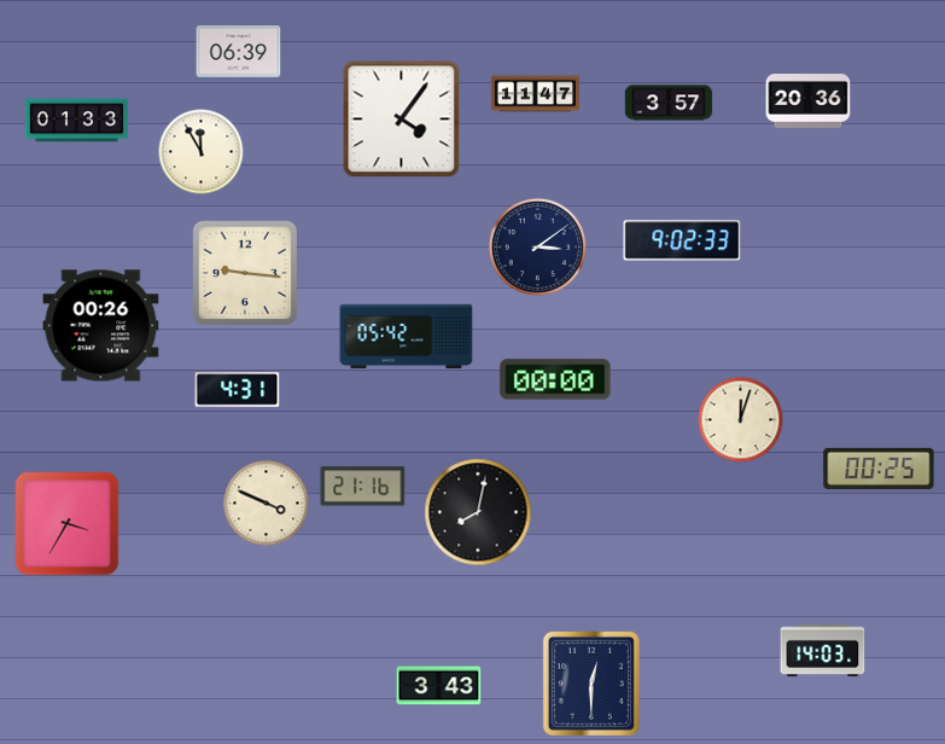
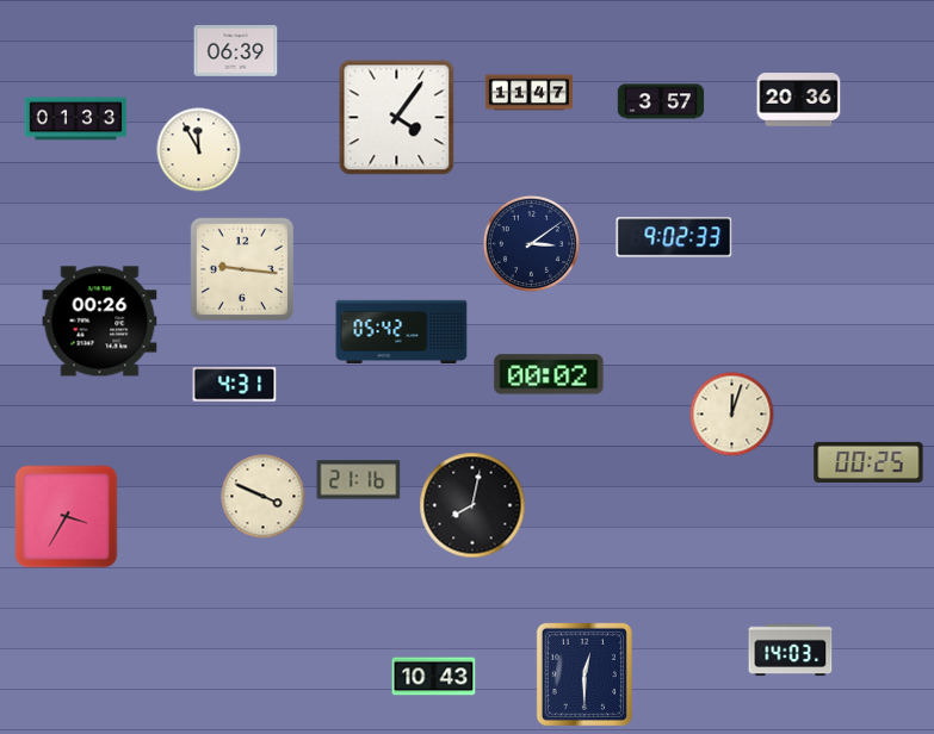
clock at (555, 379): 00:00 -> 00:02
clock at (823, 651) position: (823, 651) -> (791, 651)
clock at (439, 686): 3:43 -> 10:43
